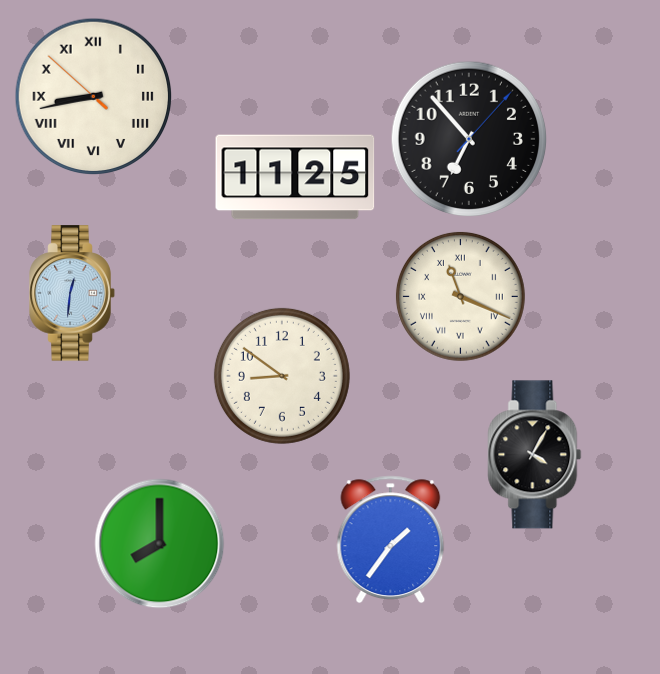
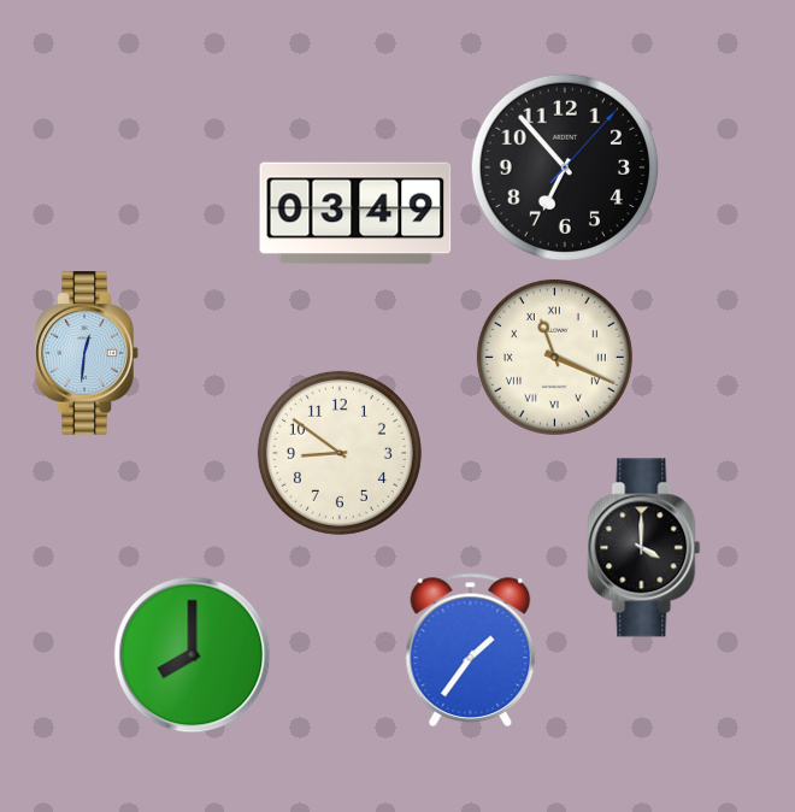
clock at (94, 97): 8:42 -> none
clock at (295, 177): 11:25 -> 03:49
clock at (535, 455): 4:05 -> 4:00
